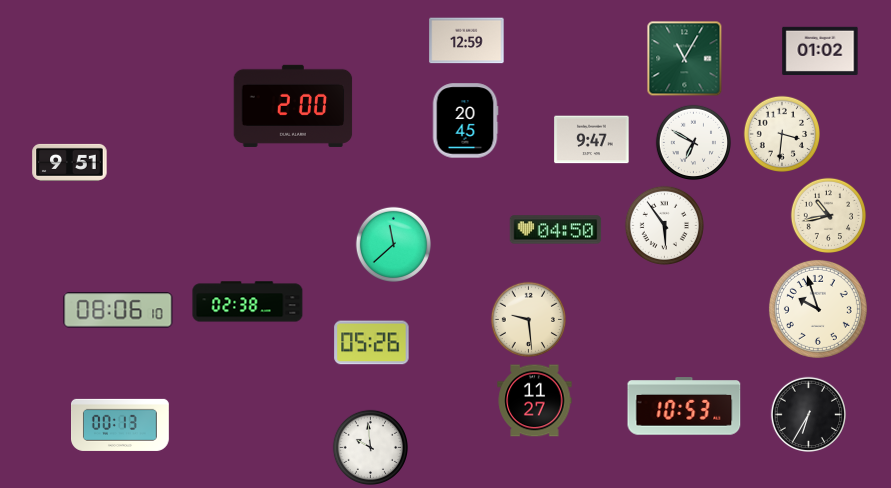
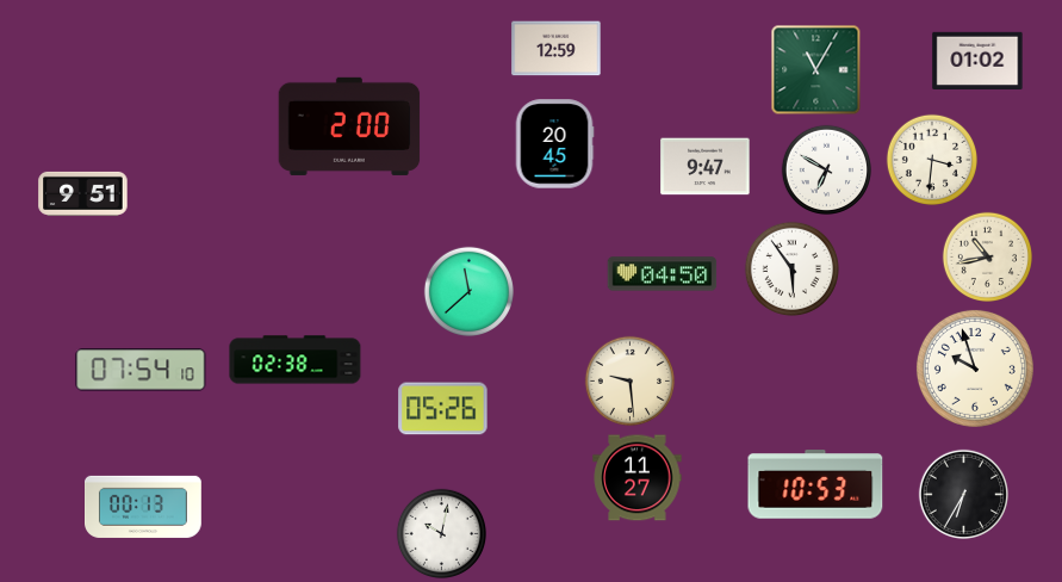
clock at (118, 310): 08:06 -> 07:54
clock at (370, 447): 9:59 -> 10:02
